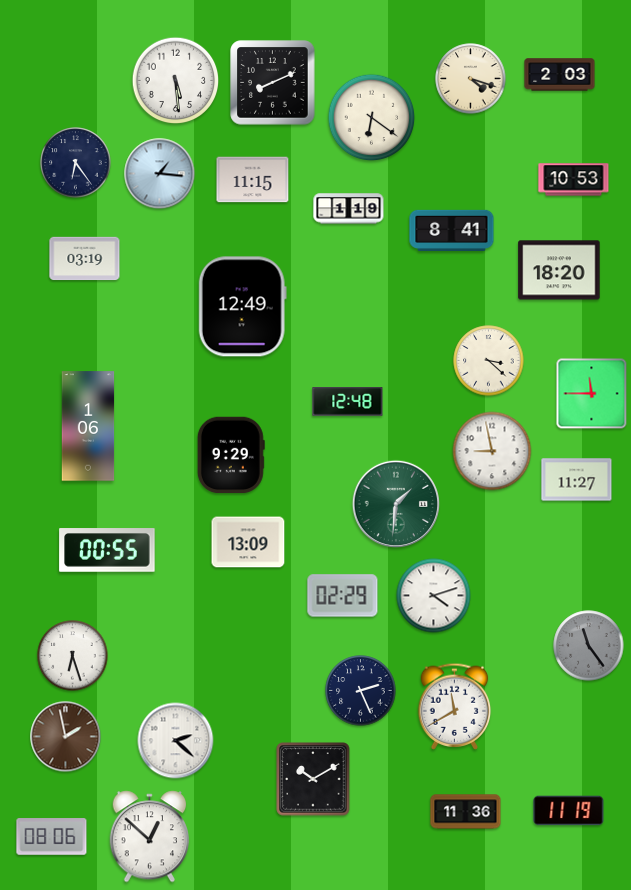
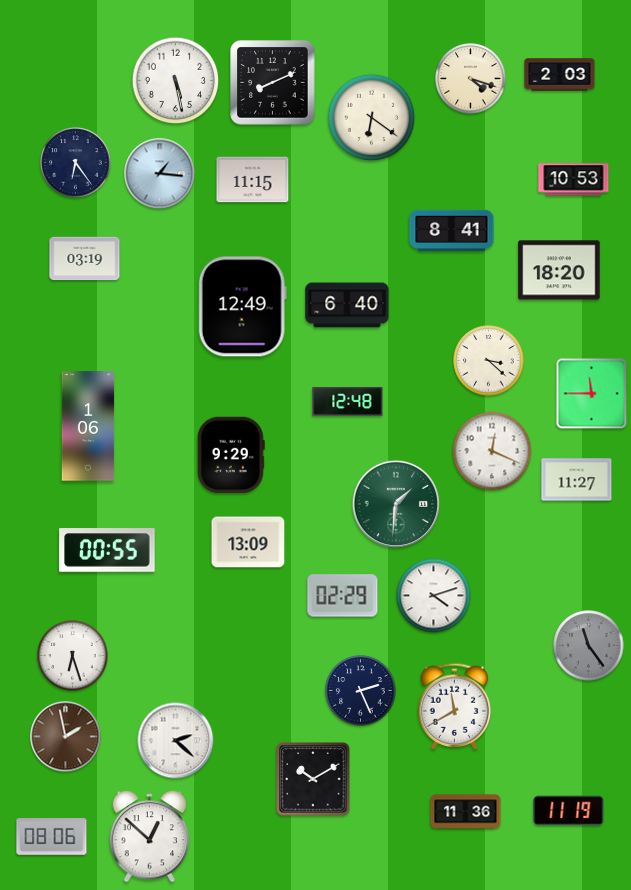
clock at (176, 81): 5:29 -> 5:28
clock at (349, 209): 1:19 -> none
clock at (347, 305): none -> 6:40
clock at (492, 451): 8:58 -> 12:19
